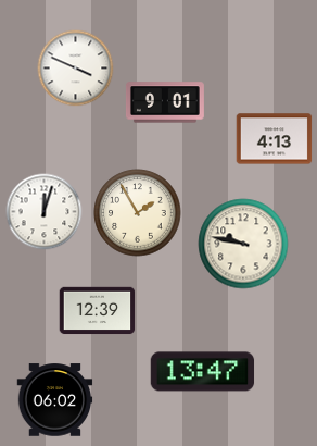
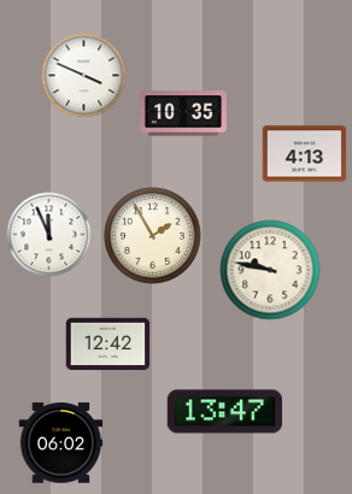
clock at (165, 102): 9:01 -> 10:35
clock at (45, 212): 12:03 -> 11:56
clock at (98, 311): 12:39 -> 12:42
